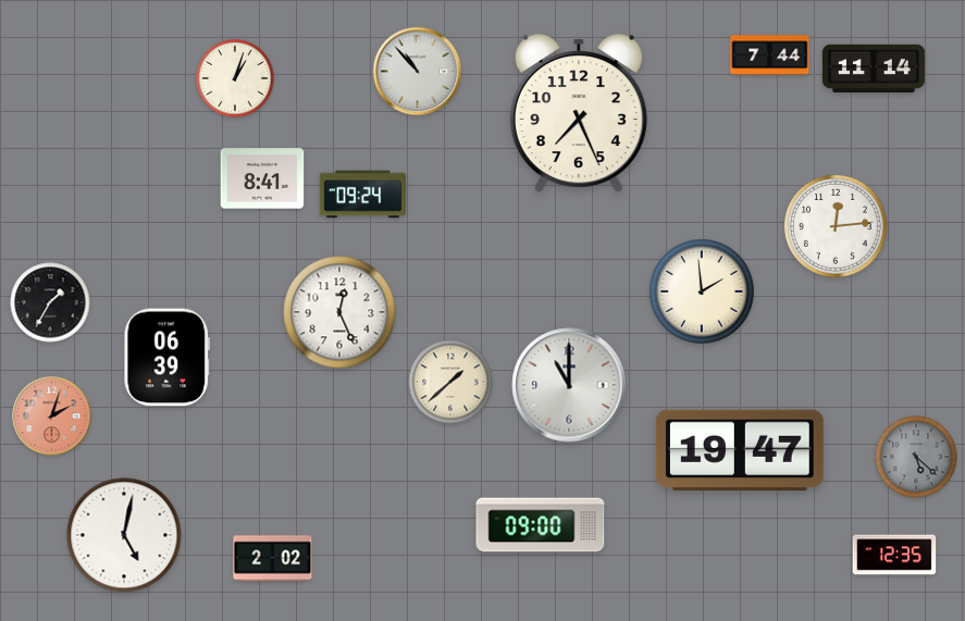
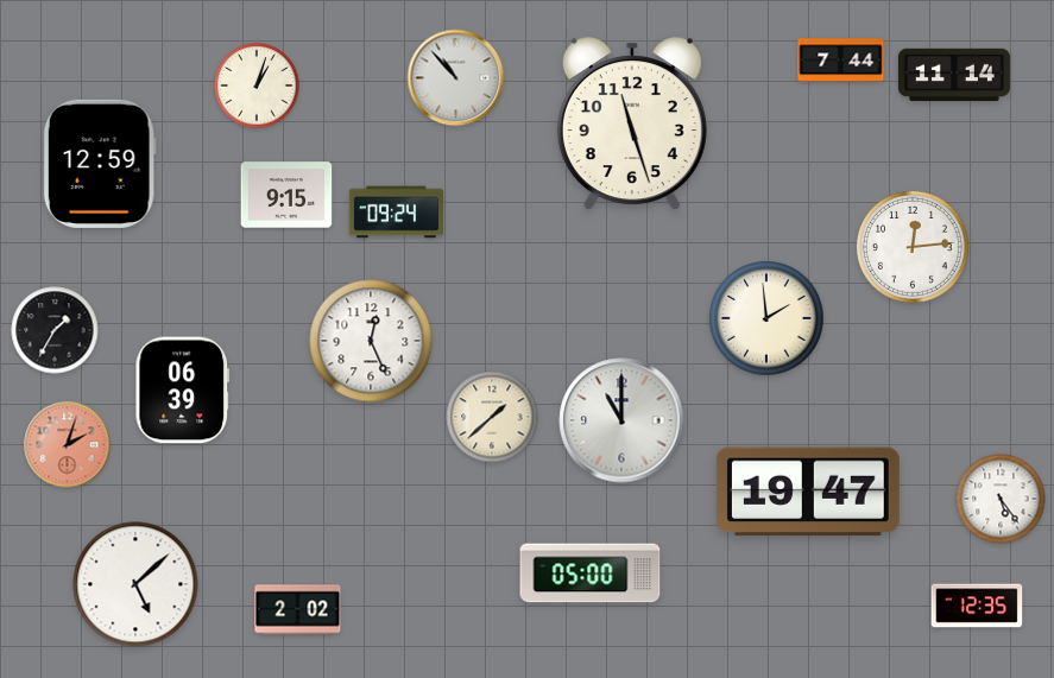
clock at (579, 113): 7:26 -> 11:27
clock at (100, 164): none -> 12:59
clock at (262, 178): 8:41 -> 9:15
clock at (52, 417) position: (52, 417) -> (68, 445)
clock at (916, 457): 5:22 -> 5:24
clock at (916, 457) dial: grey -> white
clock at (541, 525): 09:00 -> 05:00
clock at (124, 535): 5:02 -> 5:08
